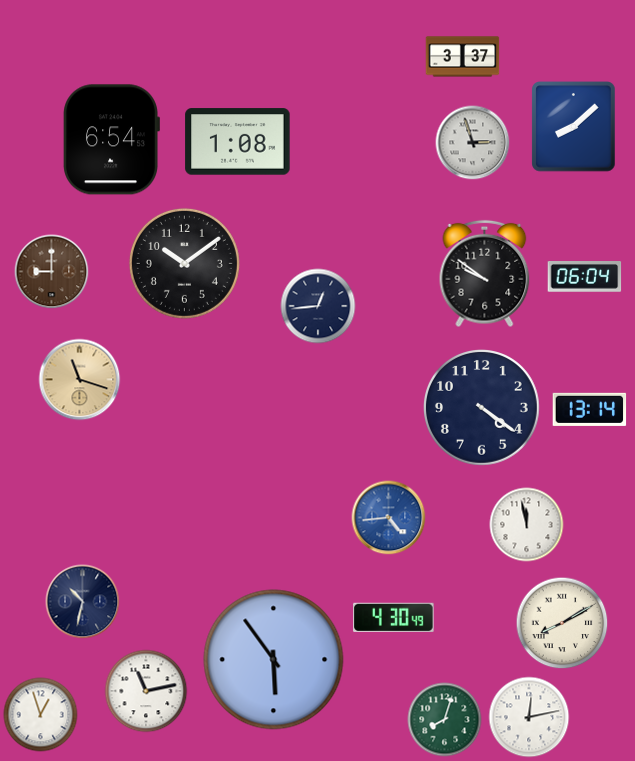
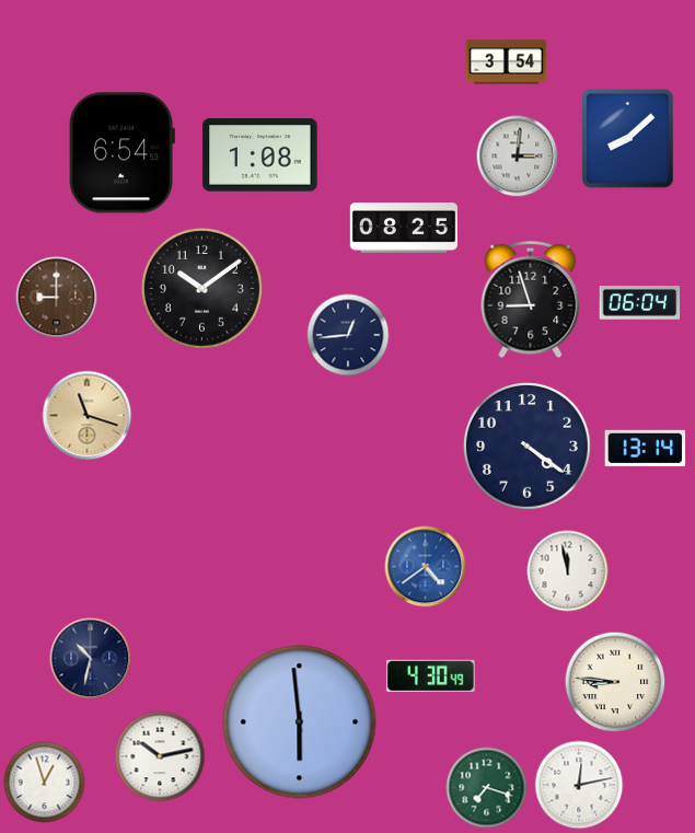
clock at (463, 57): 3:37 -> 3:54
clock at (473, 143): 2:57 -> 3:01
clock at (404, 229): none -> 08:25
clock at (485, 274): 9:51 -> 8:57
clock at (389, 518): 4:44 -> 4:39
clock at (527, 525) position: (527, 525) -> (568, 571)
clock at (562, 623): 8:10 -> 8:46
clock at (274, 660): 5:54 -> 5:59
clock at (146, 691): 11:13 -> 10:13
clock at (445, 720): 8:03 -> 7:18
